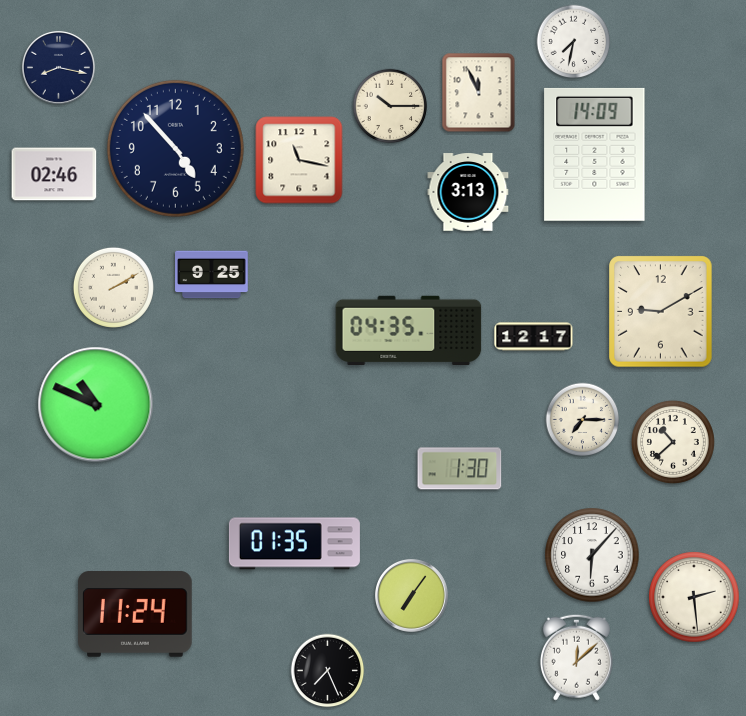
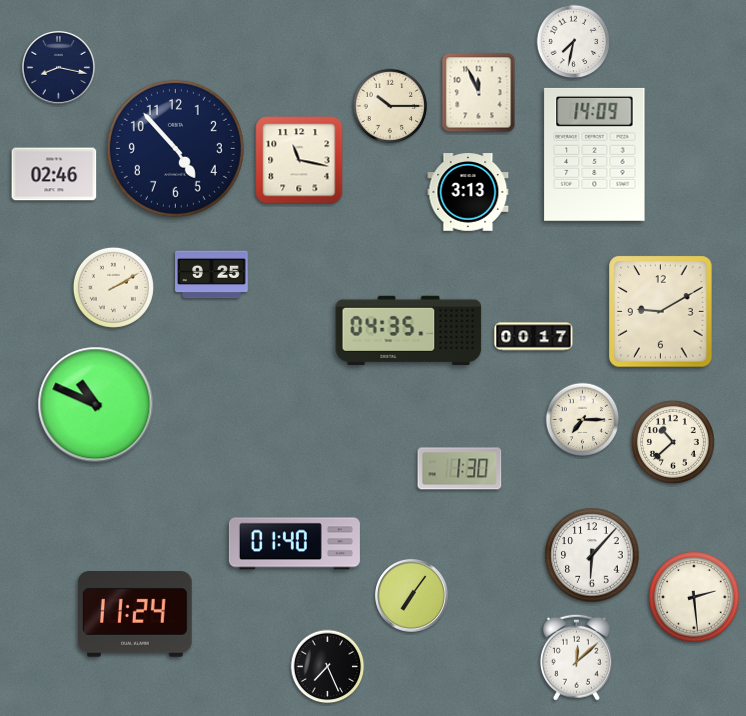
clock at (534, 337): 12:17 -> 00:17
clock at (294, 544): 01:35 -> 01:40
clock at (328, 671) position: (328, 671) -> (328, 667)
